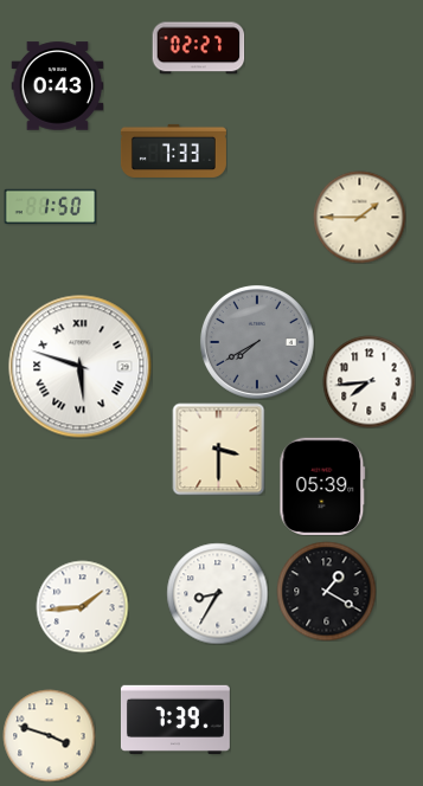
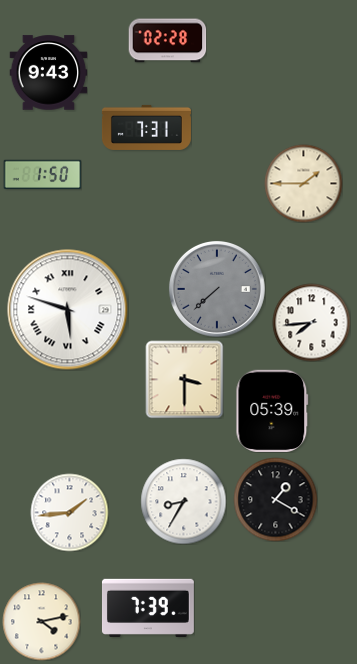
clock at (198, 49): 02:27 -> 02:28
clock at (57, 86): 0:43 -> 9:43
clock at (173, 150): 7:33 -> 7:31
clock at (257, 342): 7:40 -> 7:38
clock at (49, 735): 3:48 -> 4:13
